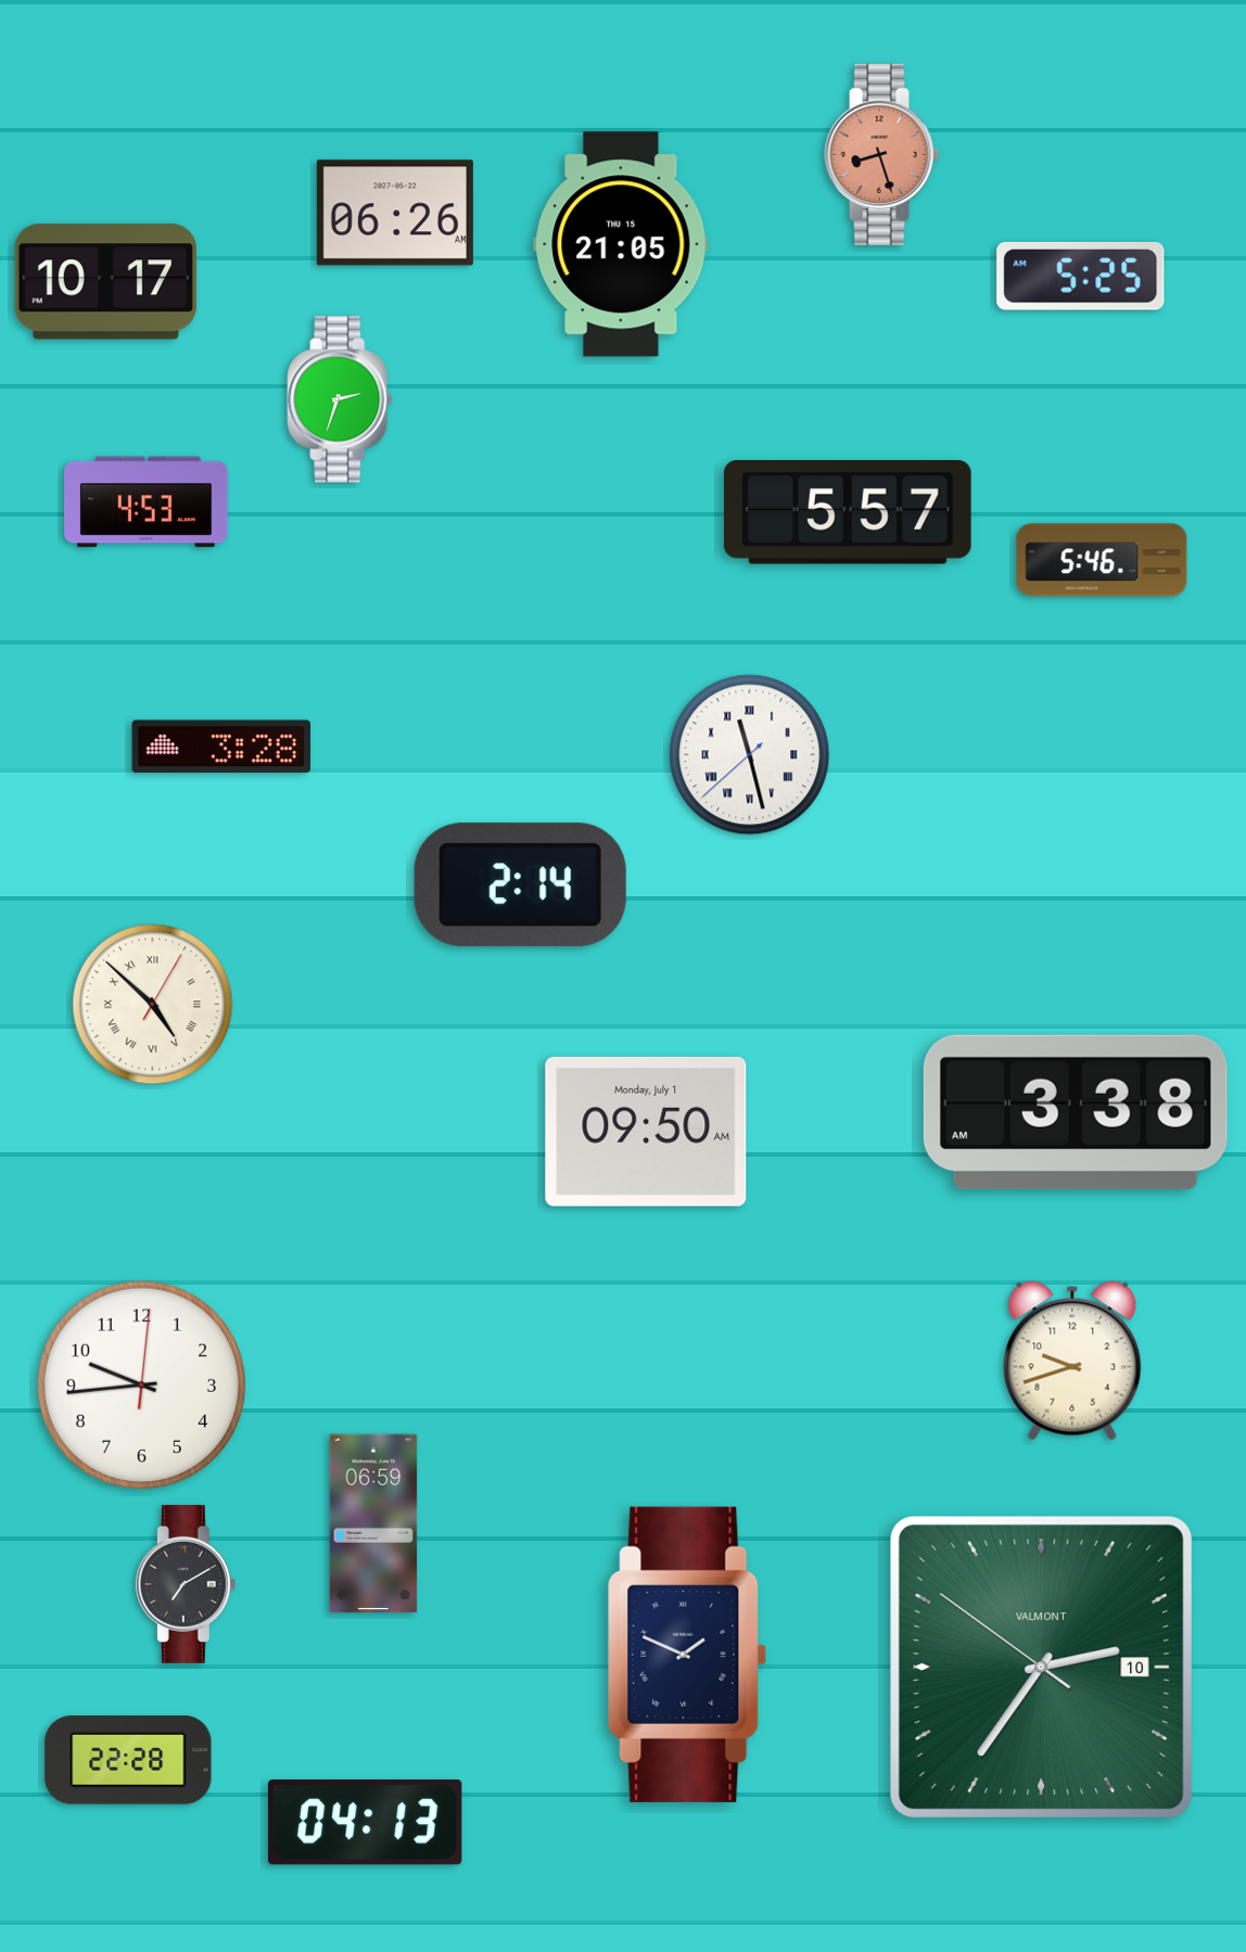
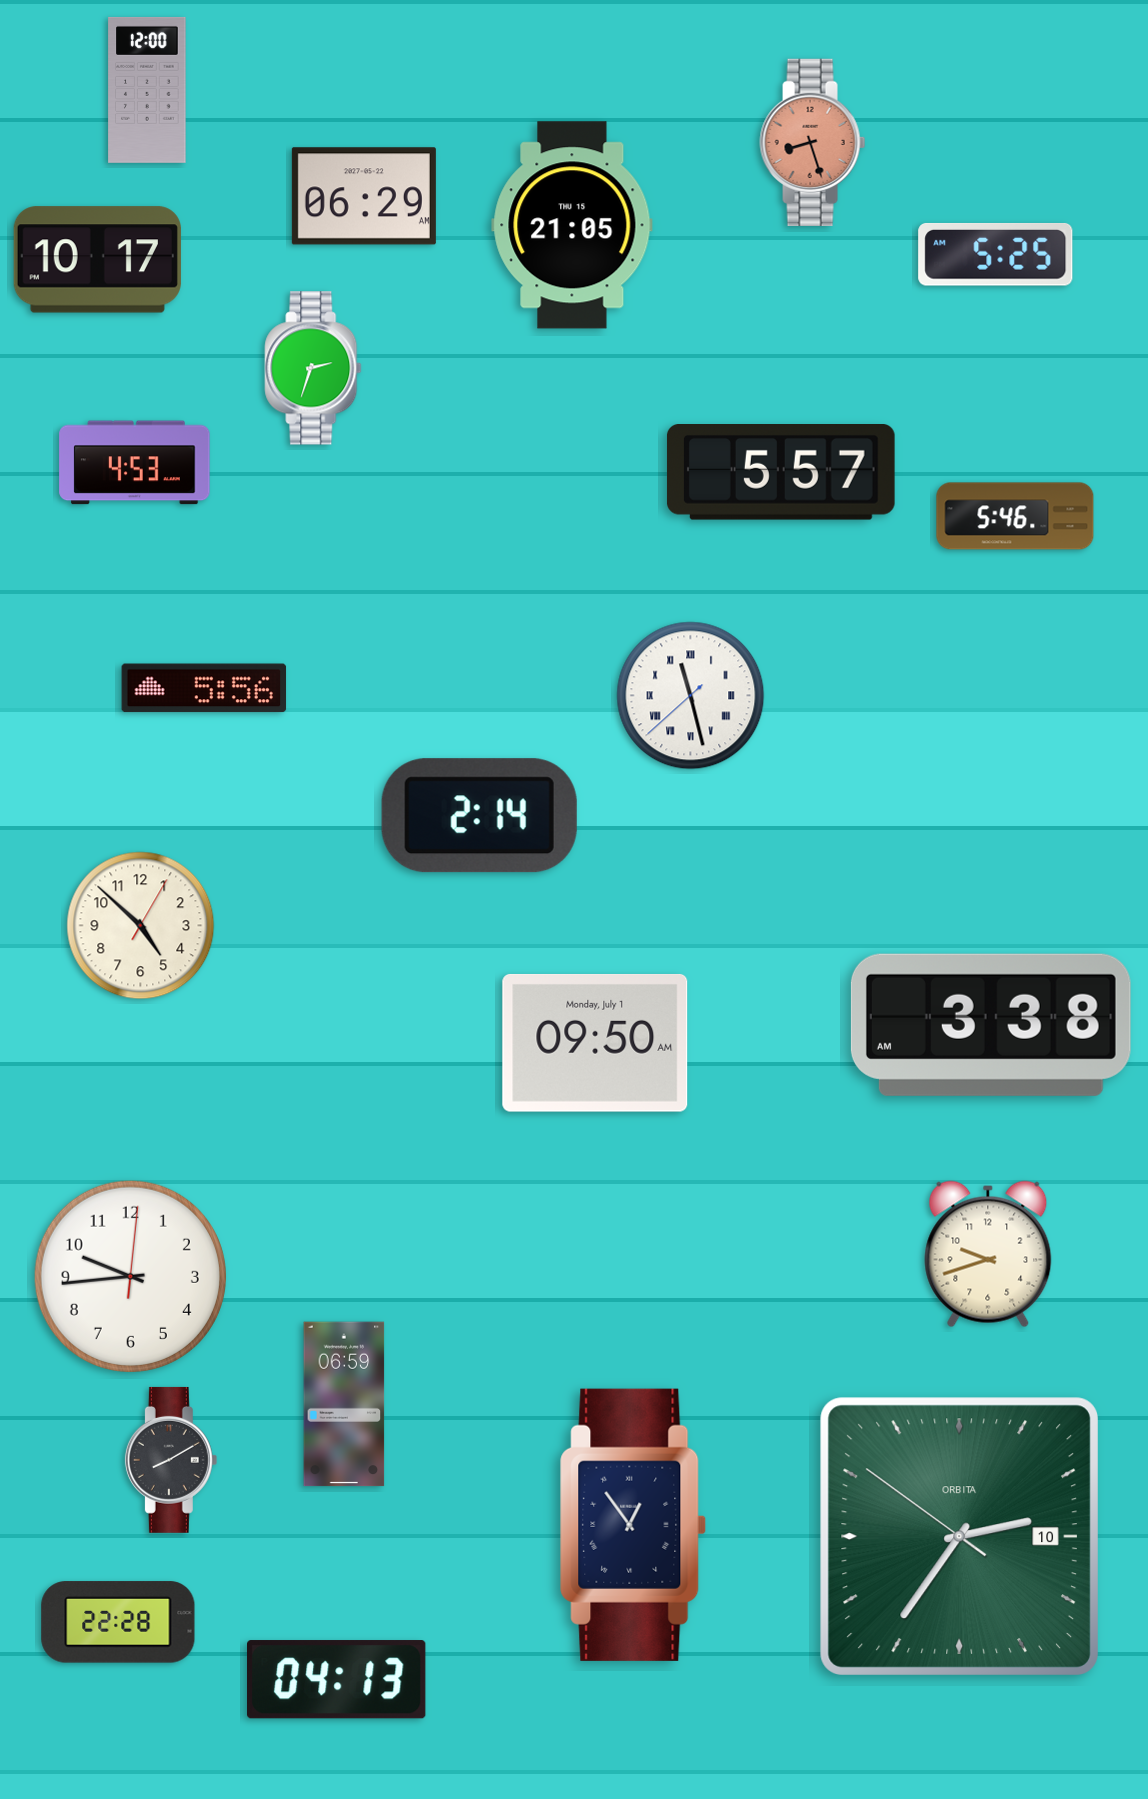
clock at (147, 90): none -> 12:00
clock at (395, 213): 06:26 -> 06:29
clock at (221, 747): 3:28 -> 5:56
clock at (153, 1005) numerals: Roman -> Arabic
clock at (186, 1584): 7:10 -> 8:10
clock at (687, 1655): 1:49 -> 12:54
clock at (1041, 1667) brand: VALMONT -> ORBITA
